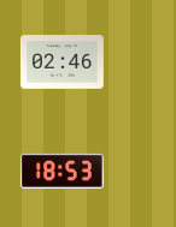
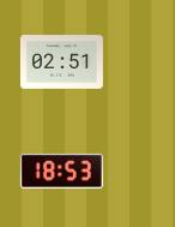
clock at (61, 62): 02:46 -> 02:51
